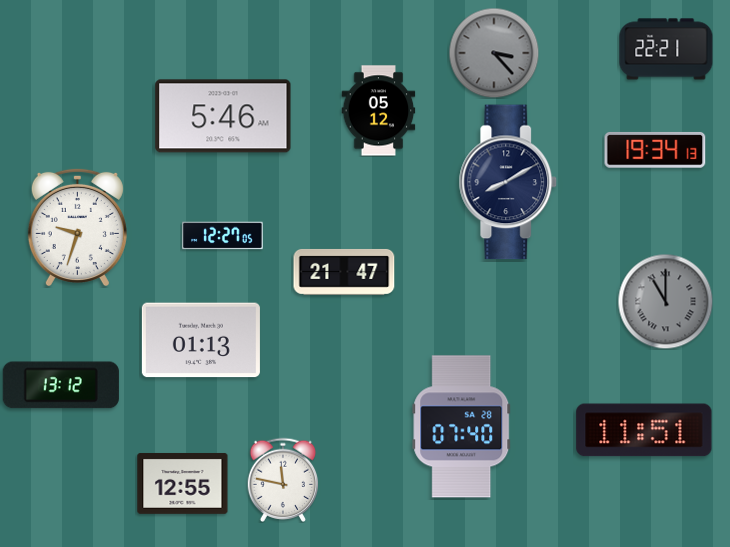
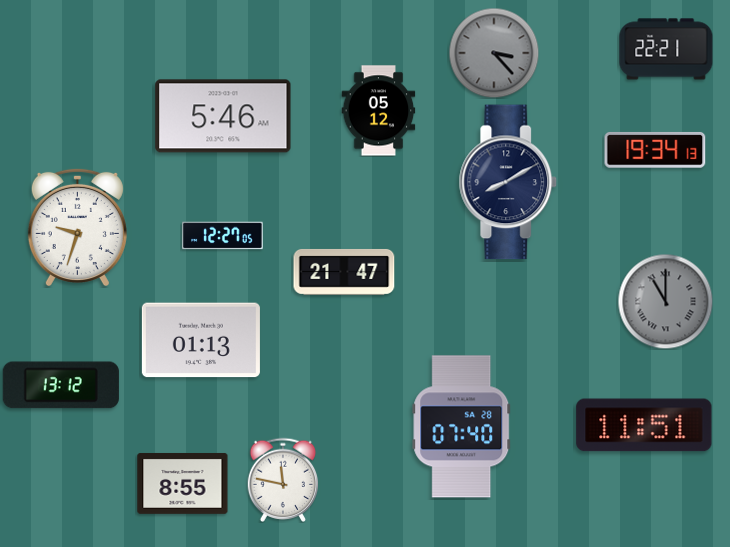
clock at (644, 430) position: (644, 430) -> (644, 425)
clock at (183, 483): 12:55 -> 8:55
